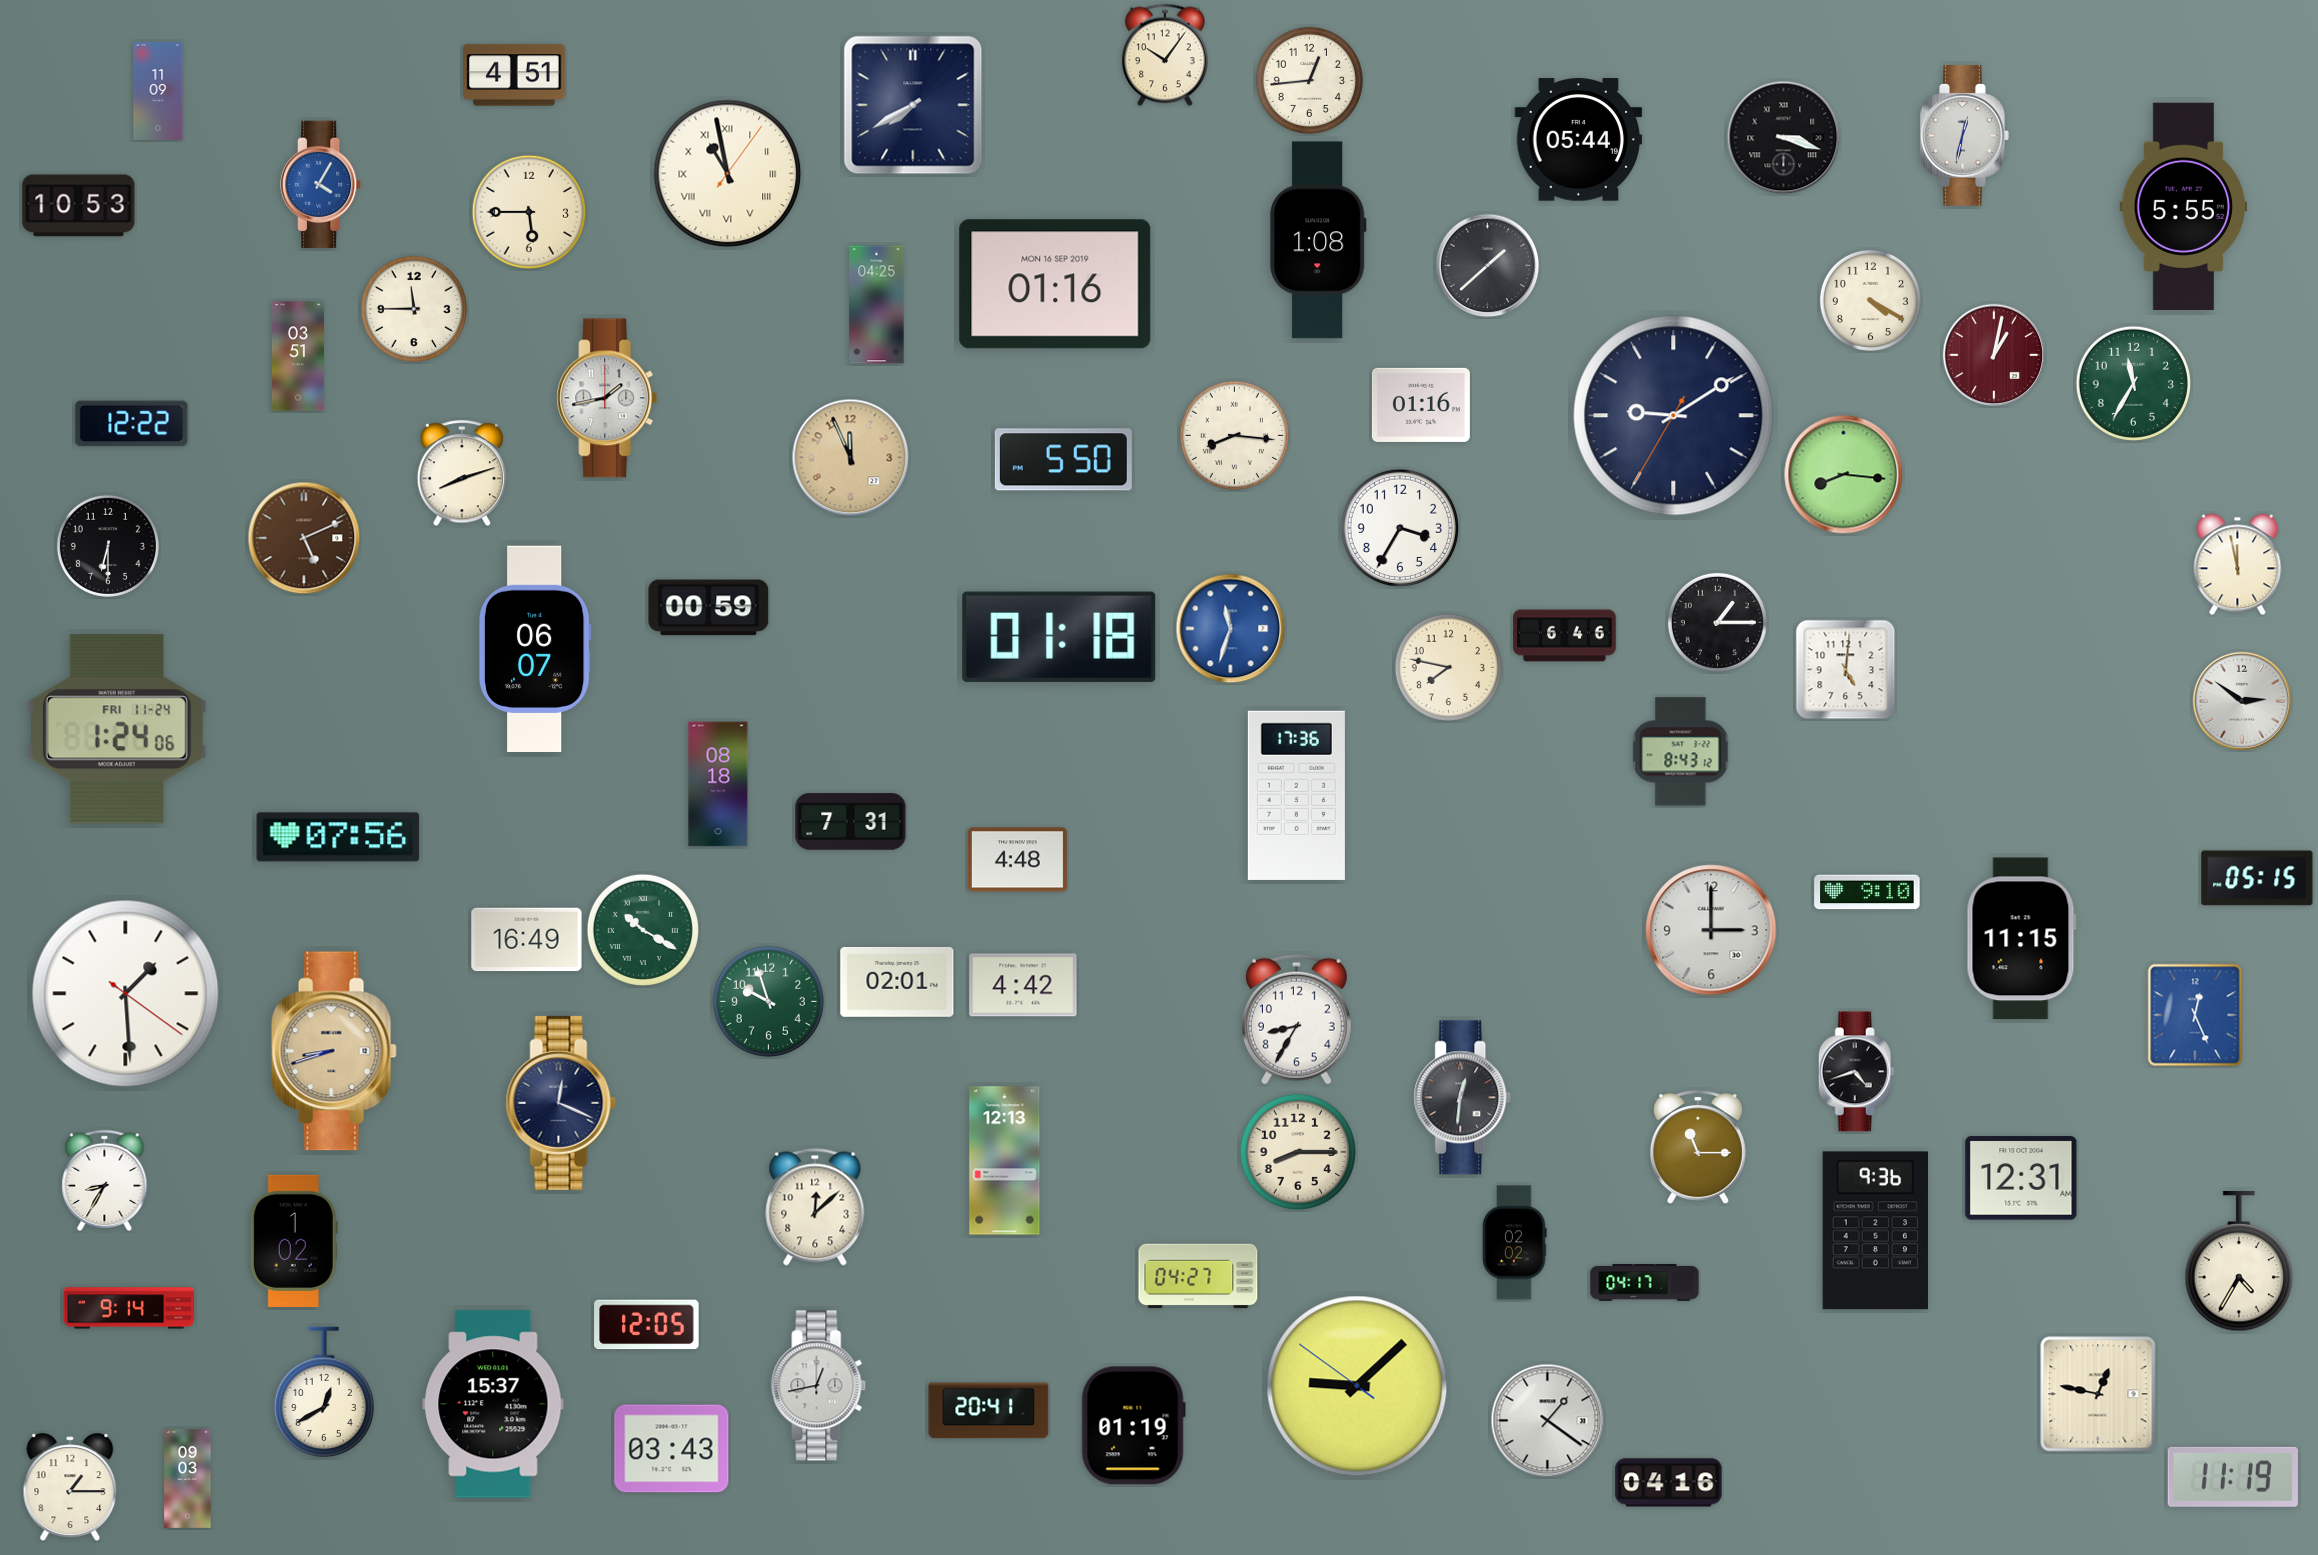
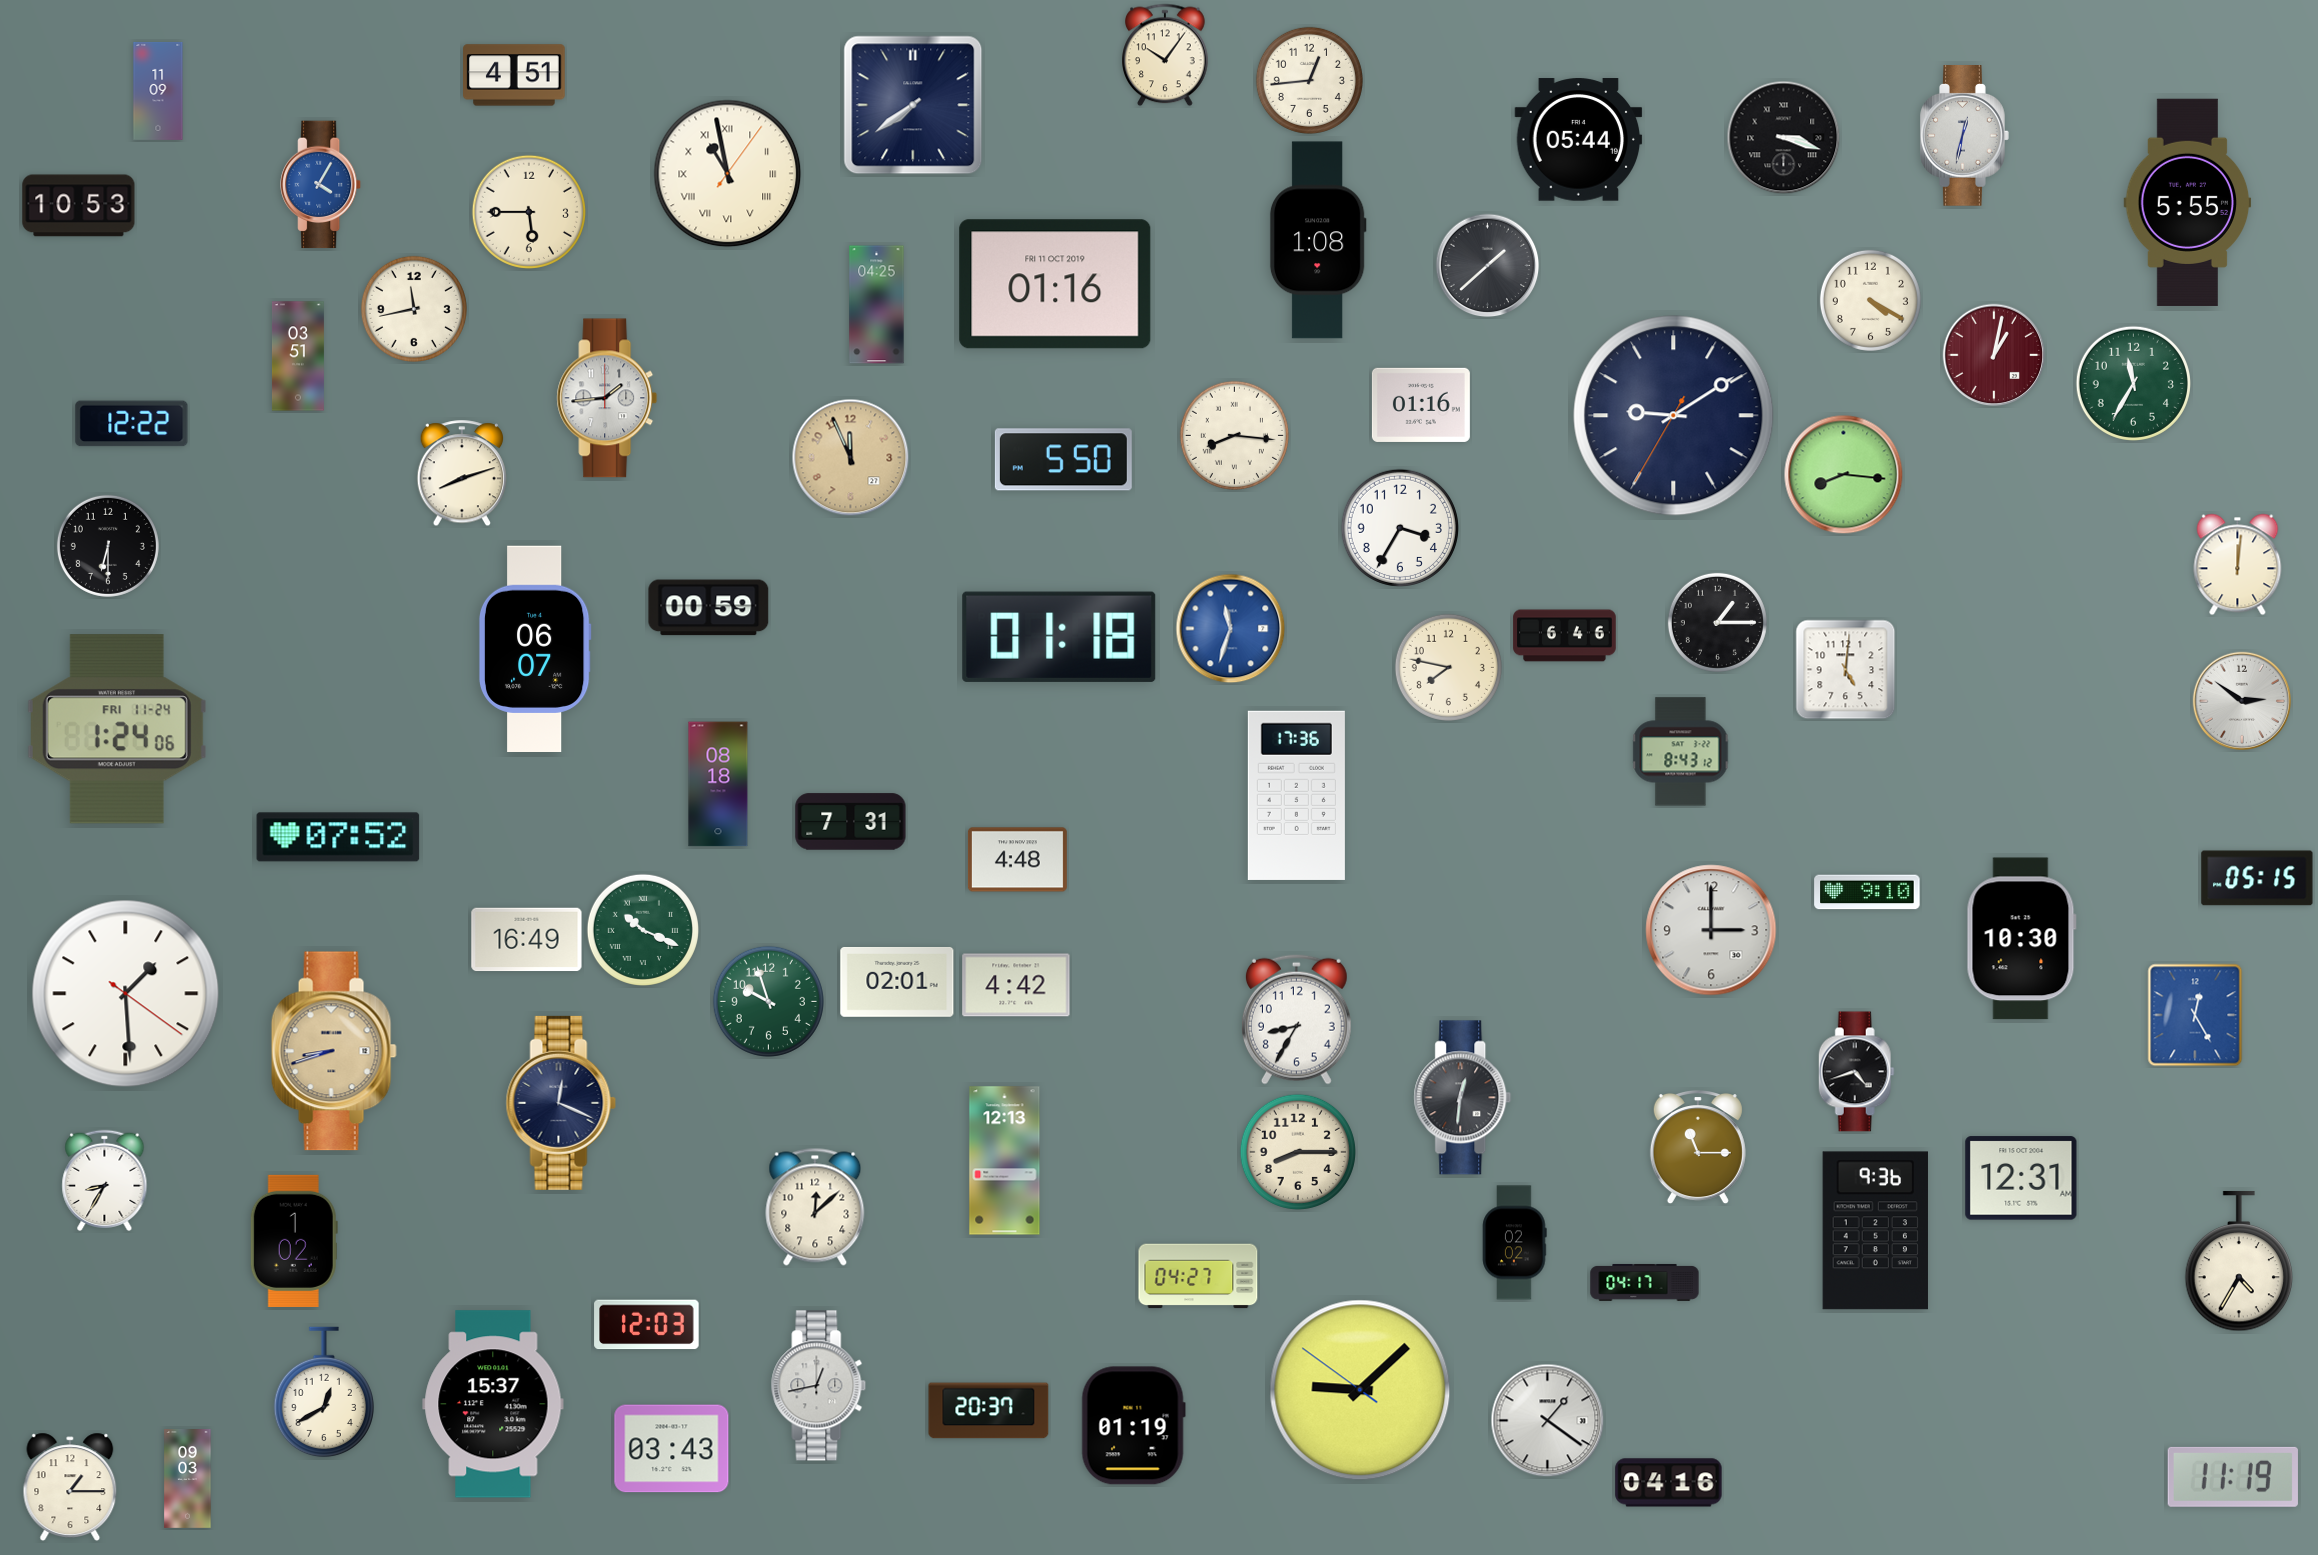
clock at (913, 105): 7:40 -> 7:39
clock at (2184, 206) position: (2184, 206) -> (2188, 202)
clock at (1055, 284) date: MON 16 SEP 2019 -> FRI 11 OCT 2019
clock at (414, 309): 11:45 -> 11:43
clock at (607, 398): 1:43 -> 1:44
clock at (304, 538): 5:11 -> none
clock at (2238, 565): 11:58 -> 12:01
clock at (338, 837): 07:56 -> 07:52
clock at (643, 930): 10:20 -> 10:19
clock at (2021, 939): 11:15 -> 10:30
clock at (1023, 985) position: (1023, 985) -> (1016, 985)
clock at (2195, 1015): 12:26 -> 12:25
clock at (129, 1308): 9:14 -> none
clock at (647, 1325): 12:05 -> 12:03
clock at (1357, 1386) position: (1357, 1386) -> (1360, 1390)
clock at (2098, 1394): 12:47 -> none
clock at (989, 1411): 20:41 -> 20:37
